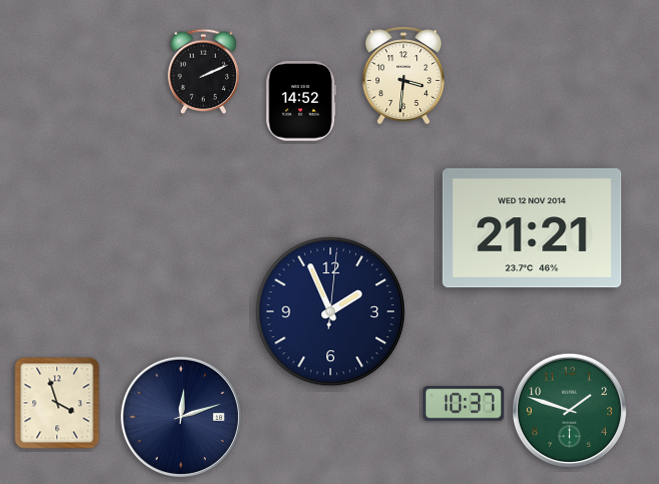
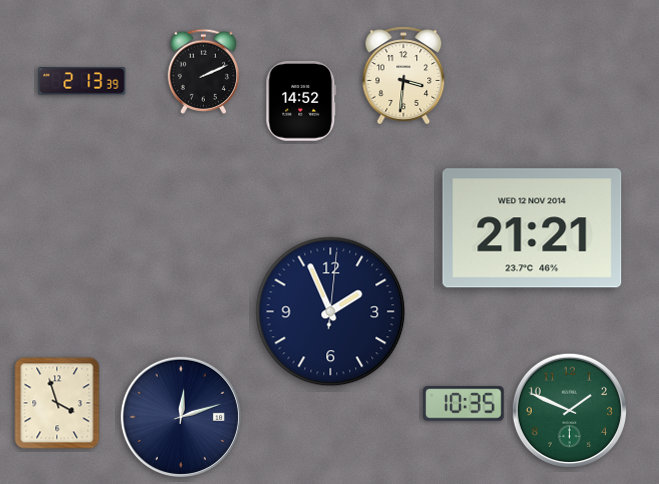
clock at (82, 81): none -> 2:13
clock at (464, 404): 10:37 -> 10:35
clock at (569, 410): 1:48 -> 1:49
